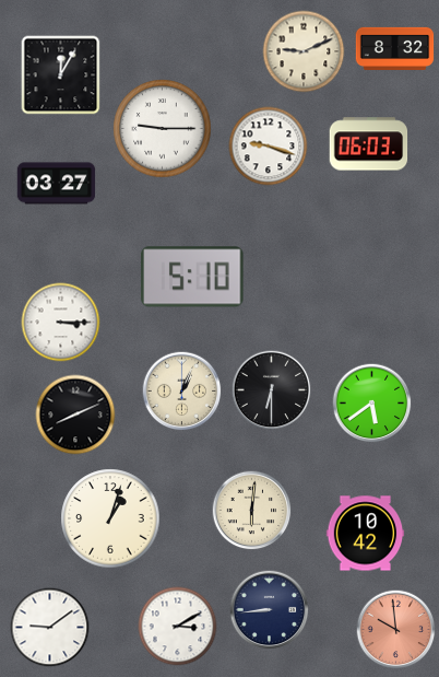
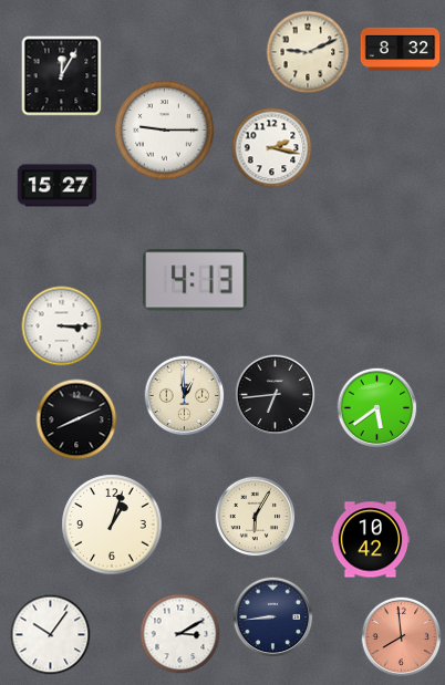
clock at (369, 144): 06:03 -> none
clock at (269, 147): 9:18 -> 2:17
clock at (57, 184): 03:27 -> 15:27
clock at (192, 277): 5:10 -> 4:13
clock at (272, 390): 6:30 -> 6:44
clock at (182, 392): 1:04 -> 12:59
clock at (252, 511): 6:01 -> 6:05
clock at (50, 628): 9:09 -> 10:06
clock at (396, 630): 9:59 -> 7:59
